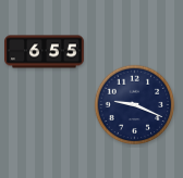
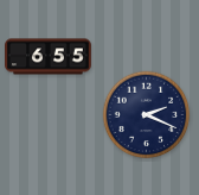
clock at (135, 105): 9:19 -> 2:19
